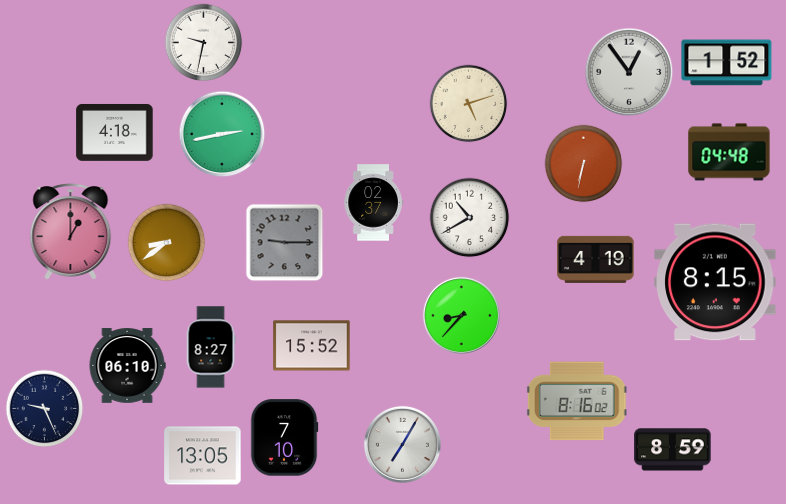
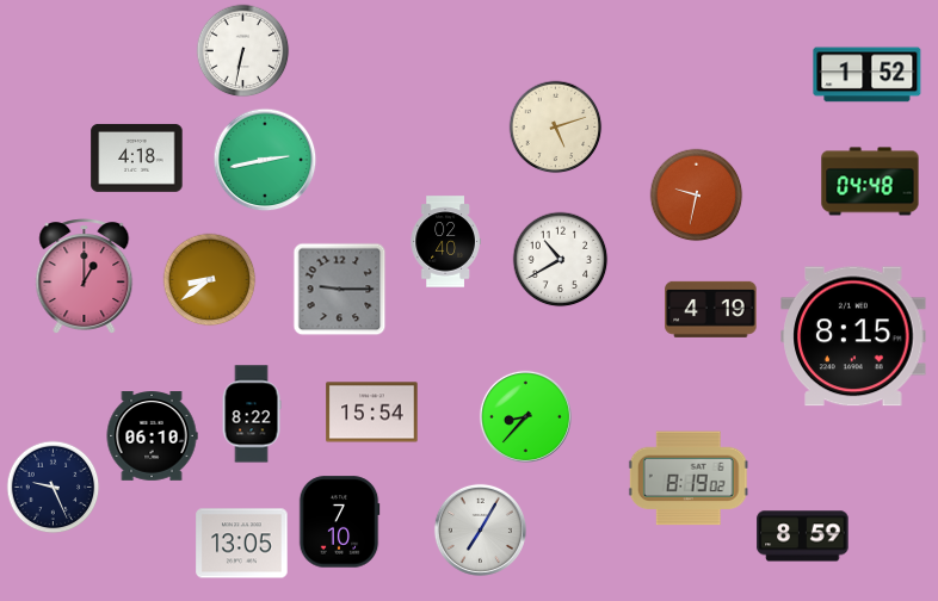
clock at (203, 42): 9:32 -> 6:32
clock at (629, 72): 12:54 -> none
clock at (468, 103) position: (468, 103) -> (555, 126)
clock at (583, 163): 6:32 -> 9:32
clock at (373, 203): 02:37 -> 02:40
clock at (166, 242) position: (166, 242) -> (209, 279)
clock at (461, 315) position: (461, 315) -> (525, 416)
clock at (312, 346): 15:52 -> 15:54
clock at (211, 347): 8:27 -> 8:22
clock at (577, 401): 8:16 -> 8:19
